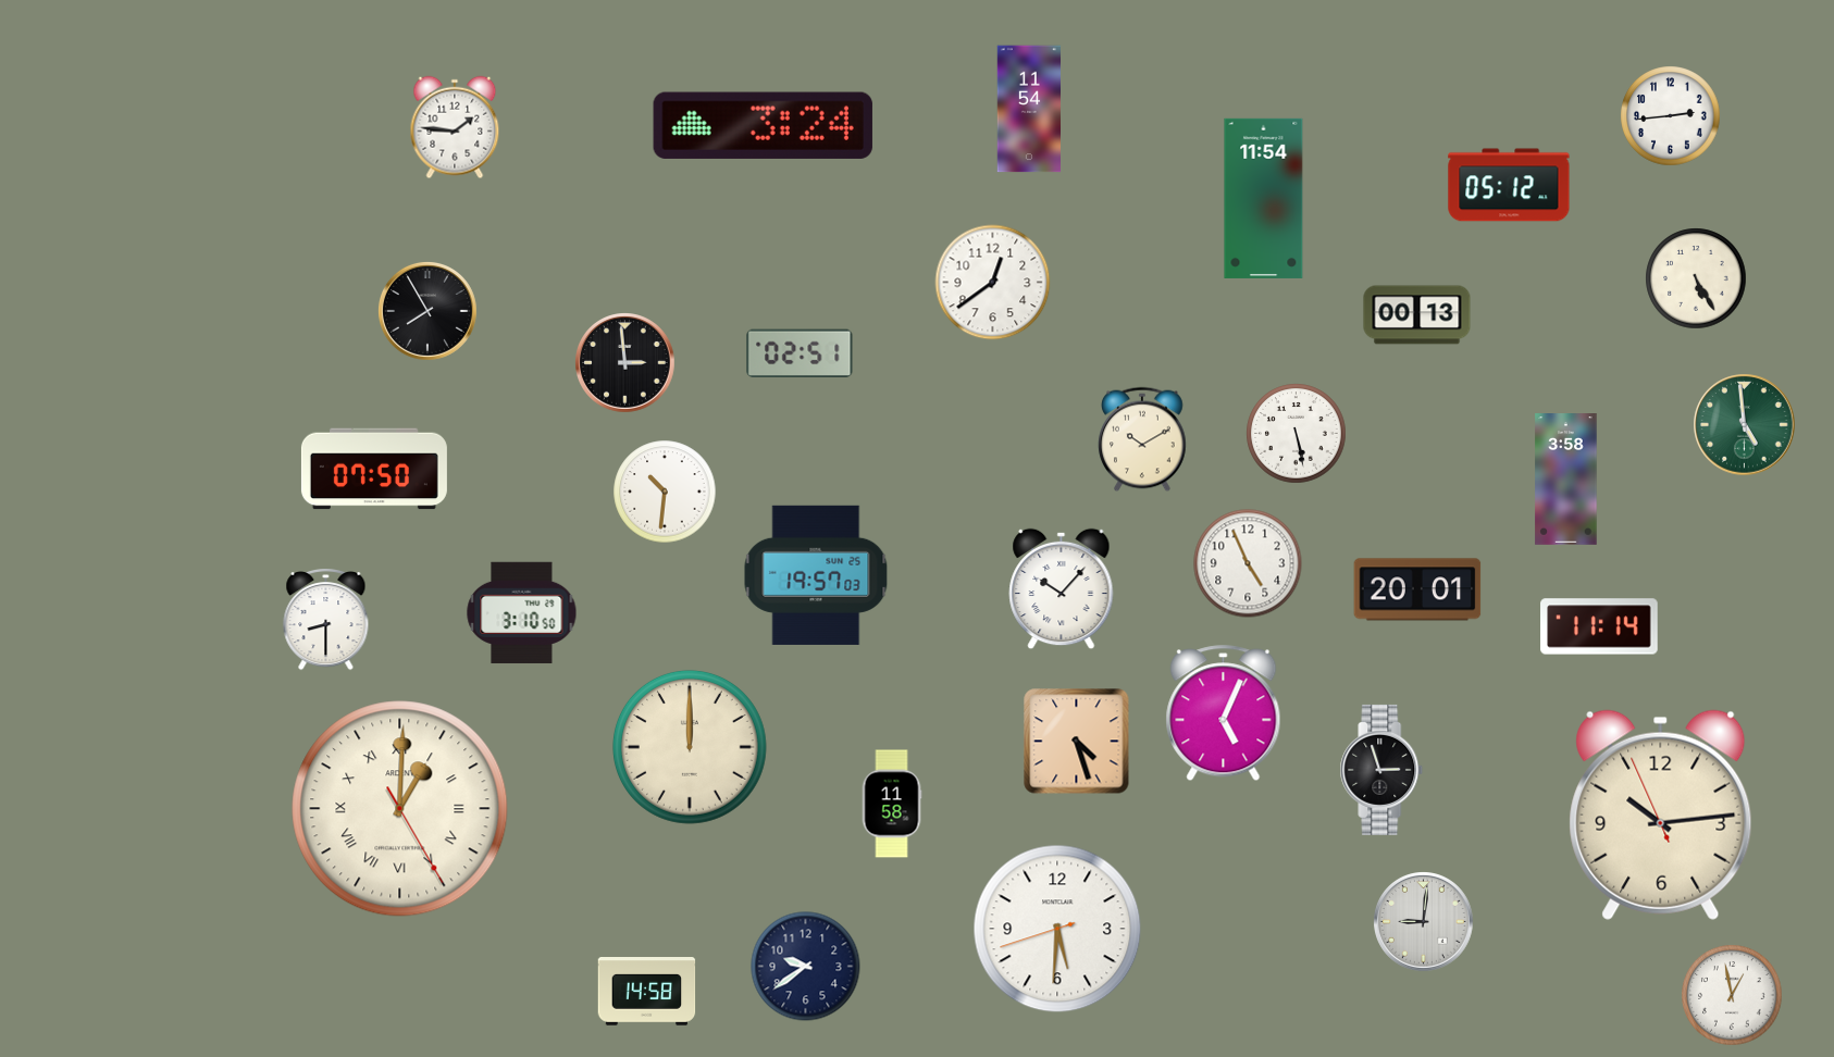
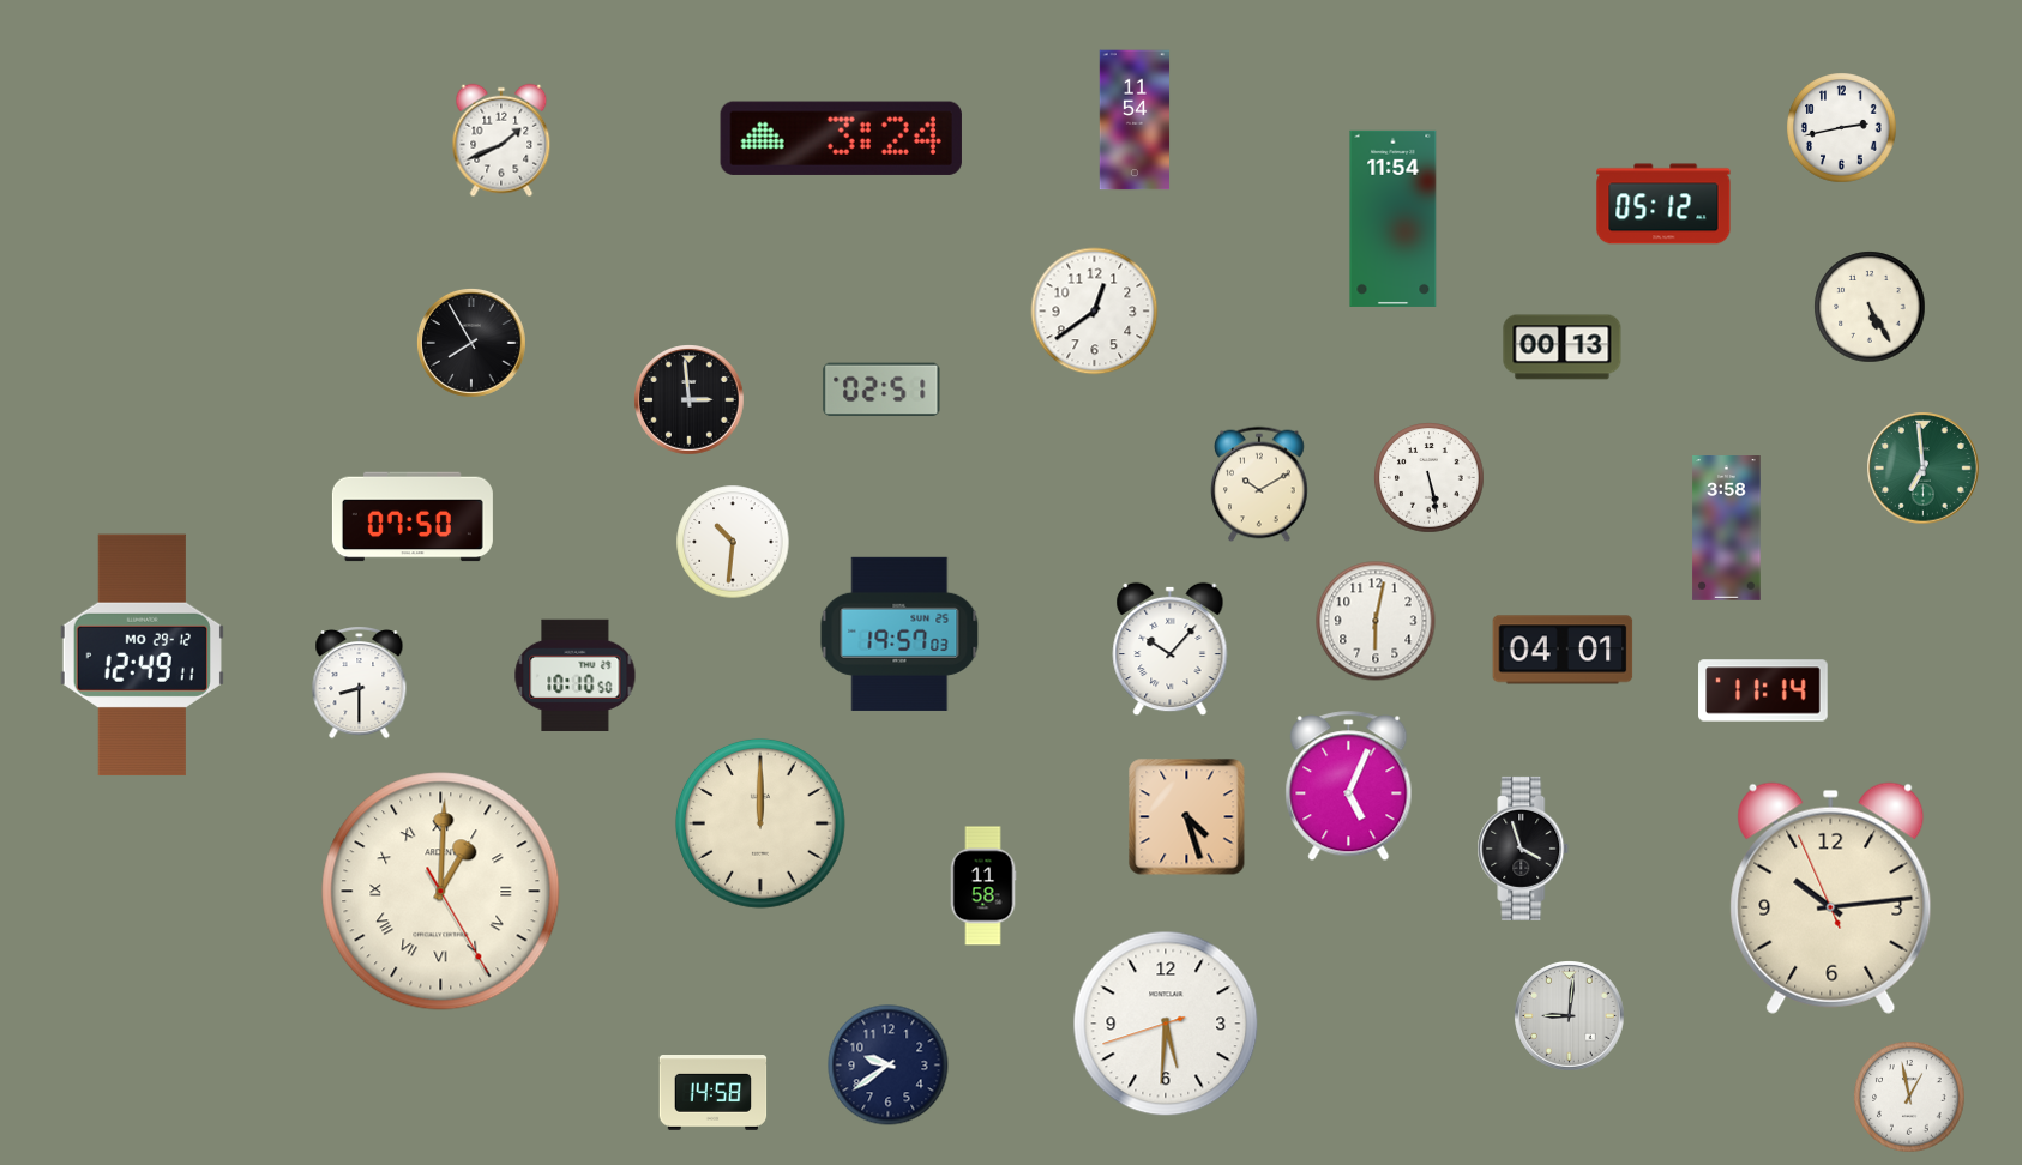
clock at (1671, 116): 2:44 -> 2:43
clock at (455, 127): 1:46 -> 1:41
clock at (1745, 425): 4:59 -> 6:59
clock at (1248, 563): 4:56 -> 6:02
clock at (1417, 589): 20:01 -> 04:01
clock at (142, 656): none -> 12:49
clock at (522, 612): 3:10 -> 10:10
clock at (1381, 770): 2:57 -> 3:57
